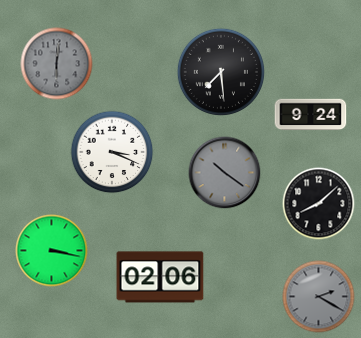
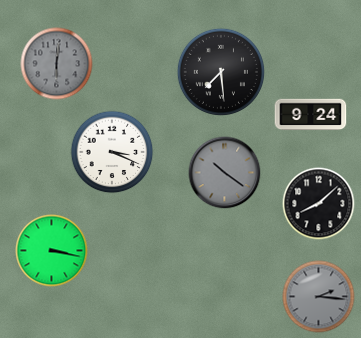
clock at (160, 277): 02:06 -> none
clock at (319, 297): 2:20 -> 2:16
